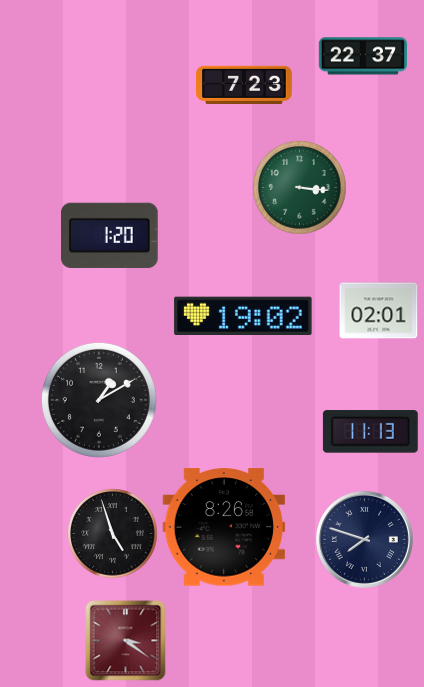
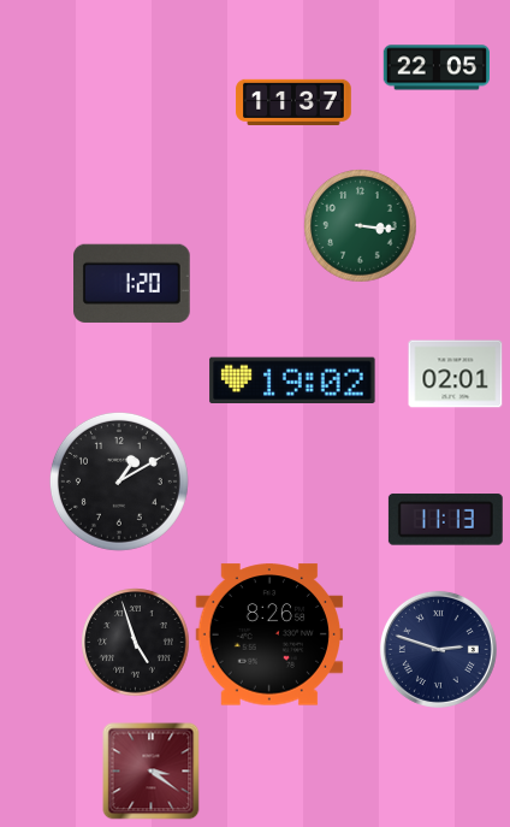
clock at (362, 56): 22:37 -> 22:05
clock at (244, 84): 7:23 -> 11:37
clock at (364, 539): 7:48 -> 2:48
